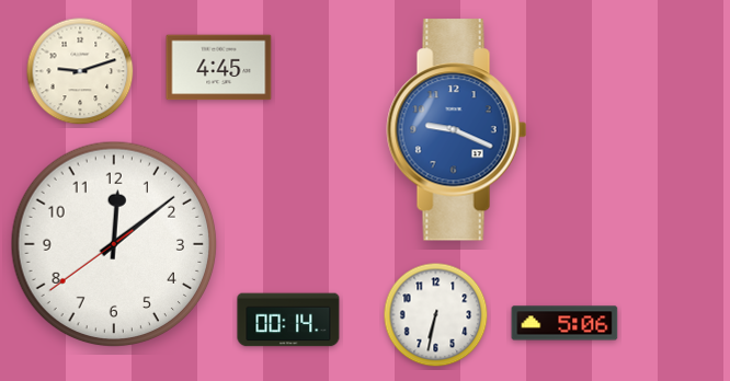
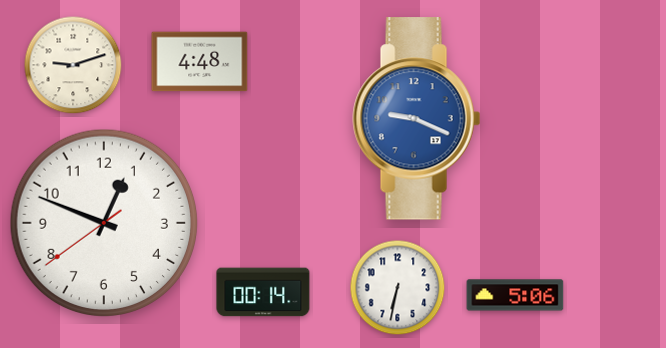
clock at (219, 68): 4:45 -> 4:48
clock at (114, 244): 12:08 -> 12:48
